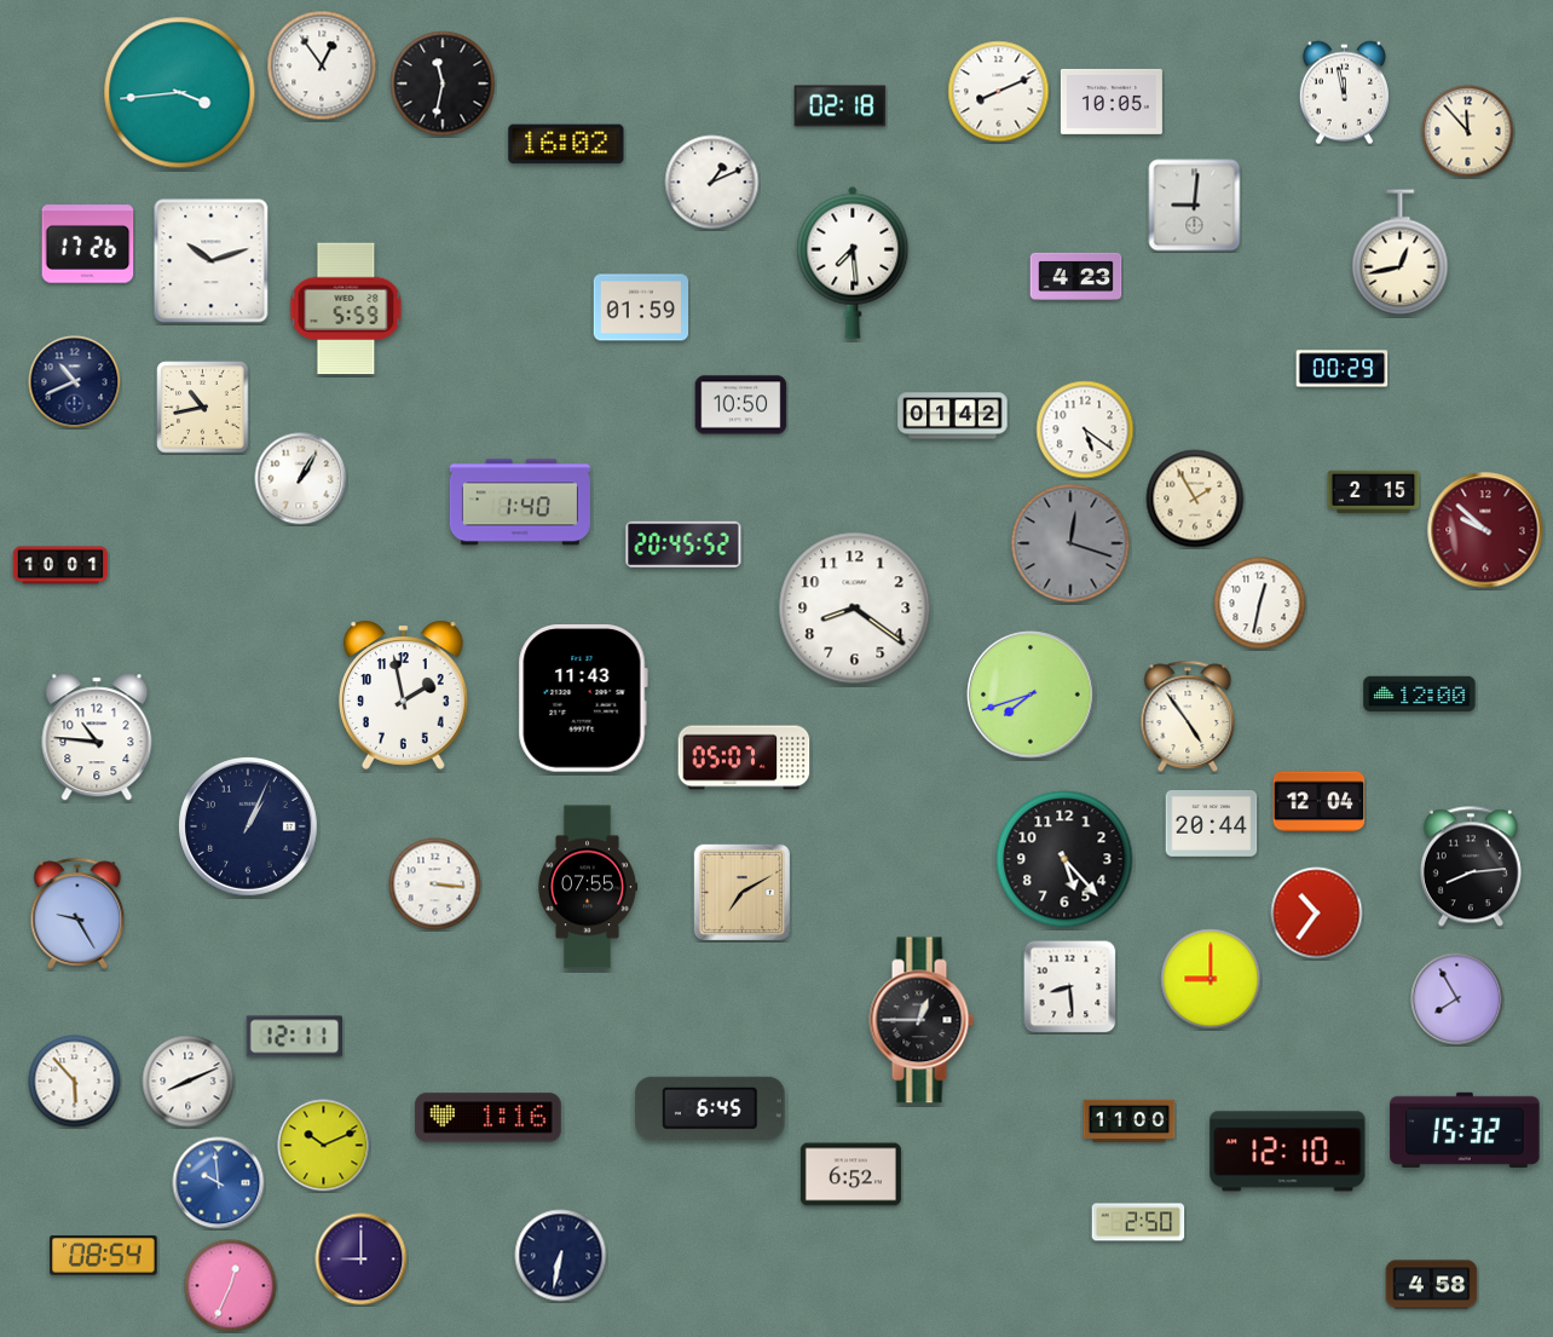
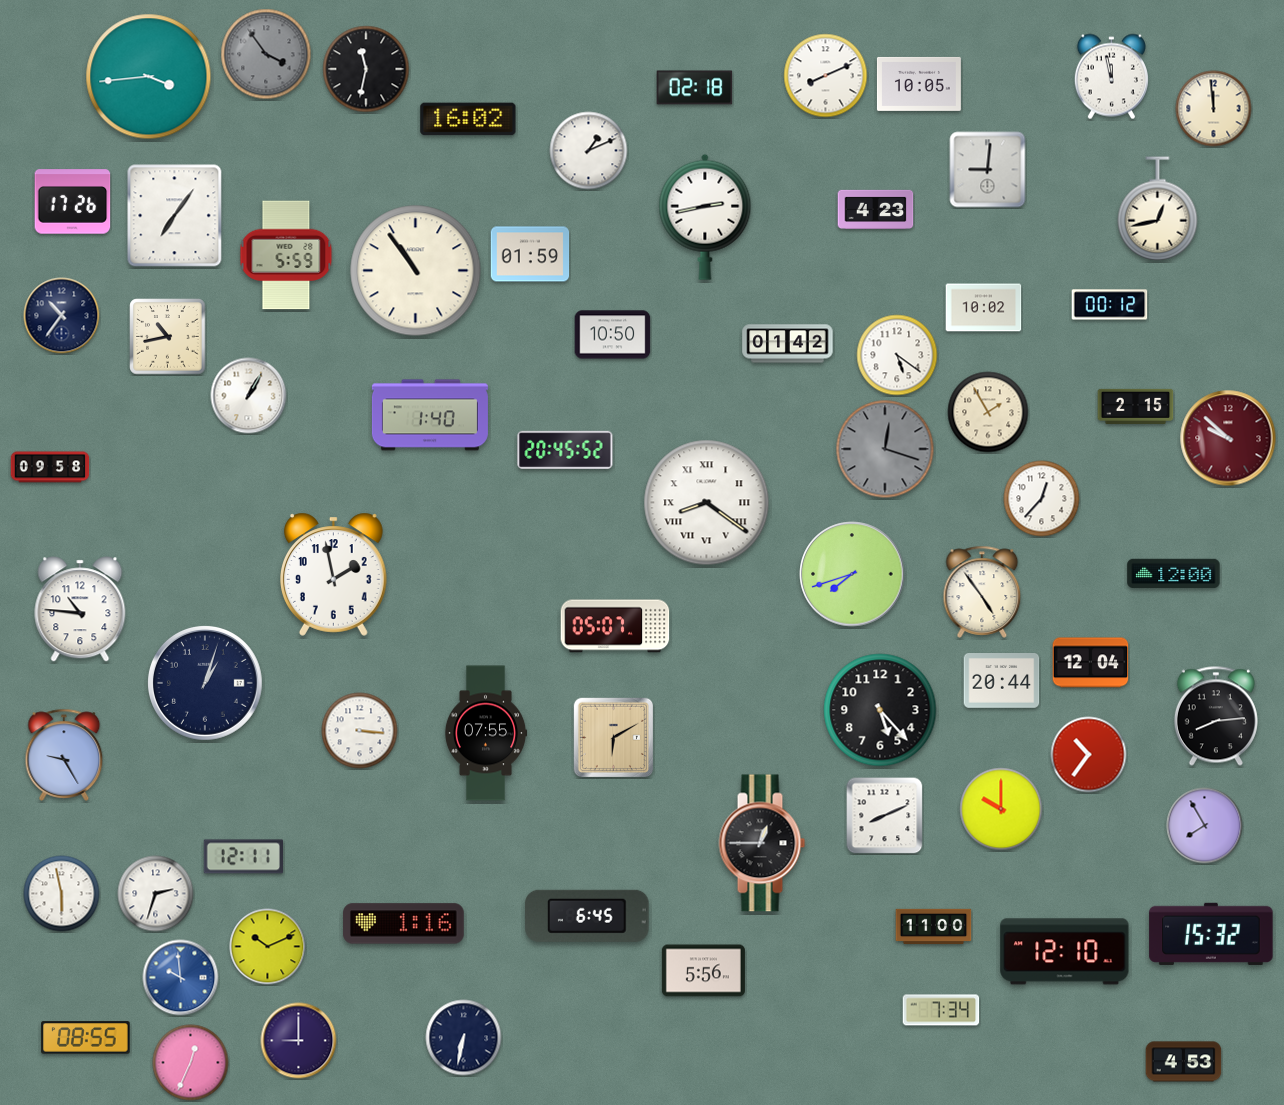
clock at (322, 65): 12:54 -> 3:54
clock at (322, 65) dial: white -> grey
clock at (1468, 132): 11:53 -> 11:59
clock at (212, 261): 10:12 -> 7:06
clock at (853, 263): 7:29 -> 2:43
clock at (1076, 276) position: (1076, 276) -> (876, 209)
clock at (416, 271): none -> 10:54
clock at (1343, 369): 00:29 -> 00:12
clock at (984, 308): none -> 10:02
clock at (75, 382): 10:41 -> 10:36
clock at (60, 565): 10:01 -> 09:58
clock at (1260, 604): 12:32 -> 12:37
clock at (855, 609) numerals: Arabic -> Roman
clock at (583, 699): 11:43 -> none
clock at (248, 826): 1:04 -> 1:03
clock at (741, 892): 7:10 -> 6:10
clock at (1211, 979): 9:00 -> 10:00
clock at (1070, 987): 8:29 -> 8:11
clock at (75, 1082): 5:53 -> 5:58
clock at (189, 1082): 8:11 -> 2:33
clock at (850, 1175): 6:52 -> 5:56
clock at (1138, 1222): 2:50 -> 7:34
clock at (104, 1256): 08:54 -> 08:55
clock at (1432, 1285): 4:58 -> 4:53
